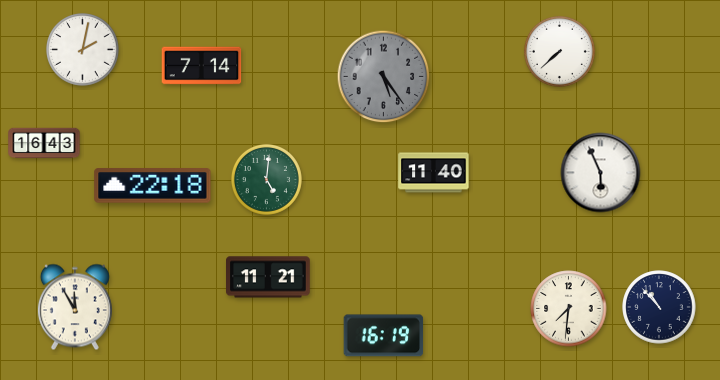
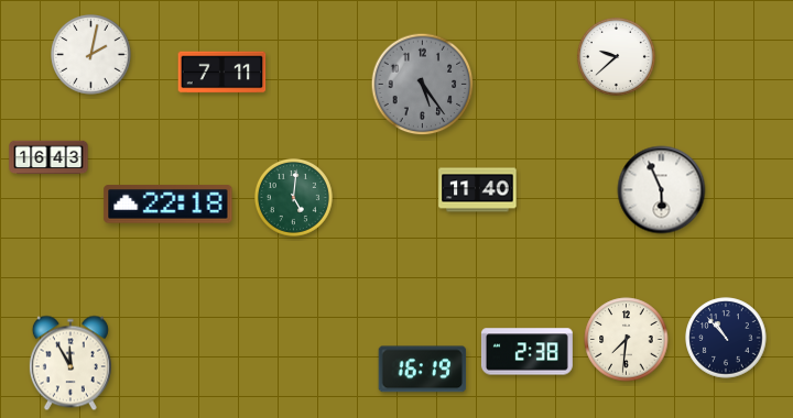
clock at (559, 51): 7:38 -> 9:38
clock at (202, 66): 7:14 -> 7:11
clock at (269, 277): 11:21 -> none
clock at (75, 307) position: (75, 307) -> (70, 363)
clock at (526, 352): none -> 2:38
